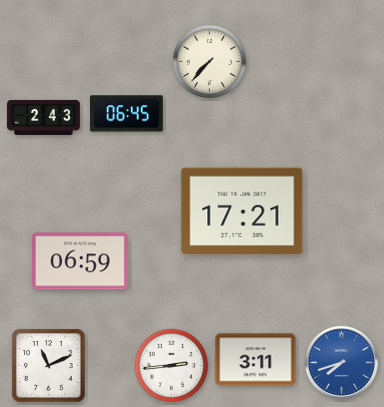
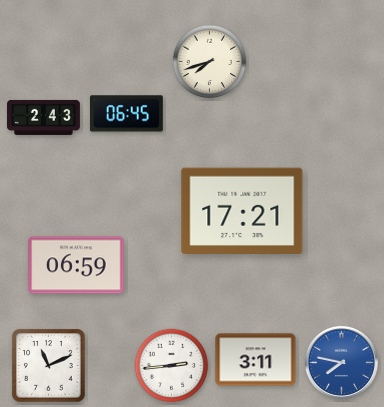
clock at (210, 62): 7:37 -> 7:42
clock at (80, 261) position: (80, 261) -> (76, 265)
clock at (341, 362): 7:42 -> 7:47
